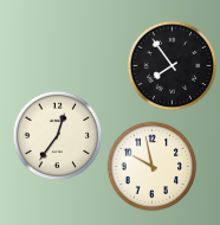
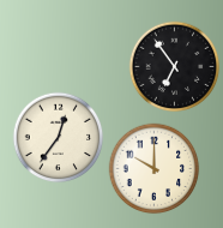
clock at (173, 66): 7:54 -> 6:54
clock at (153, 167): 9:58 -> 10:00
